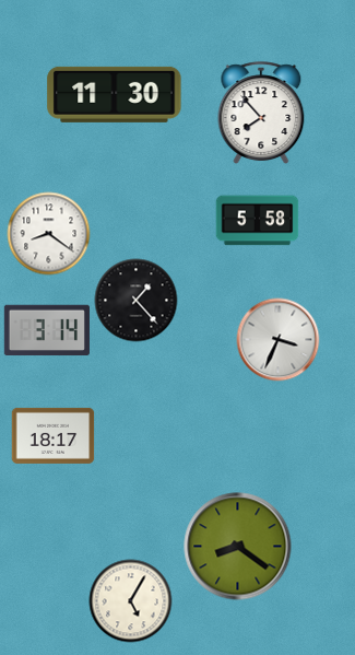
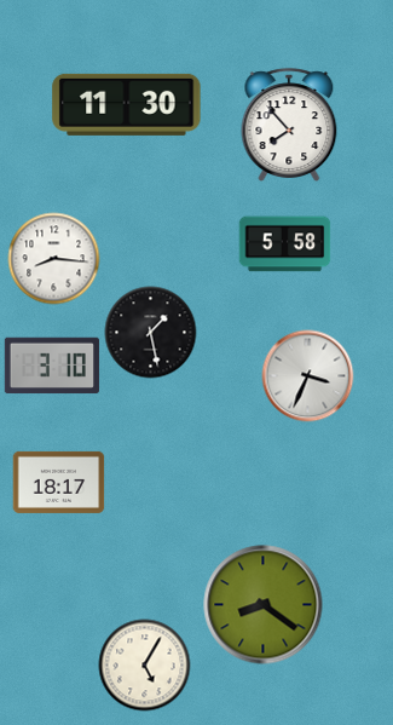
clock at (49, 234): 8:21 -> 8:16
clock at (137, 301): 1:23 -> 1:28
clock at (46, 330): 3:14 -> 3:10
